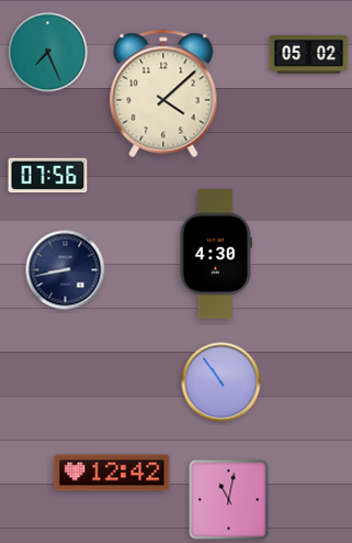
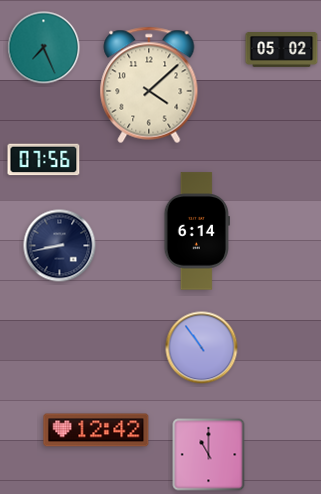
clock at (216, 254): 4:30 -> 6:14
clock at (112, 473) position: (112, 473) -> (96, 430)
clock at (229, 500): 11:02 -> 11:00
